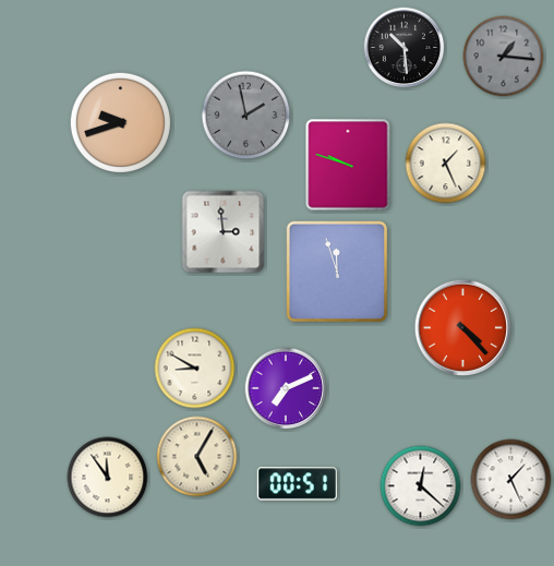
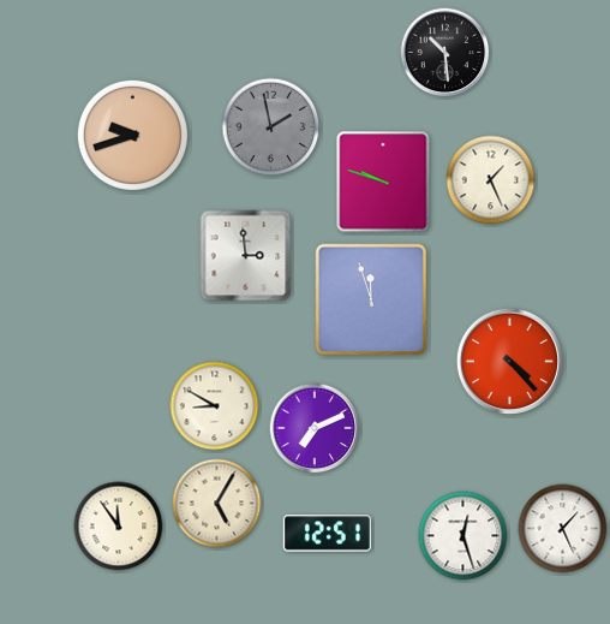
clock at (504, 57): 1:16 -> none
clock at (297, 484): 00:51 -> 12:51
clock at (421, 486): 12:22 -> 12:27
